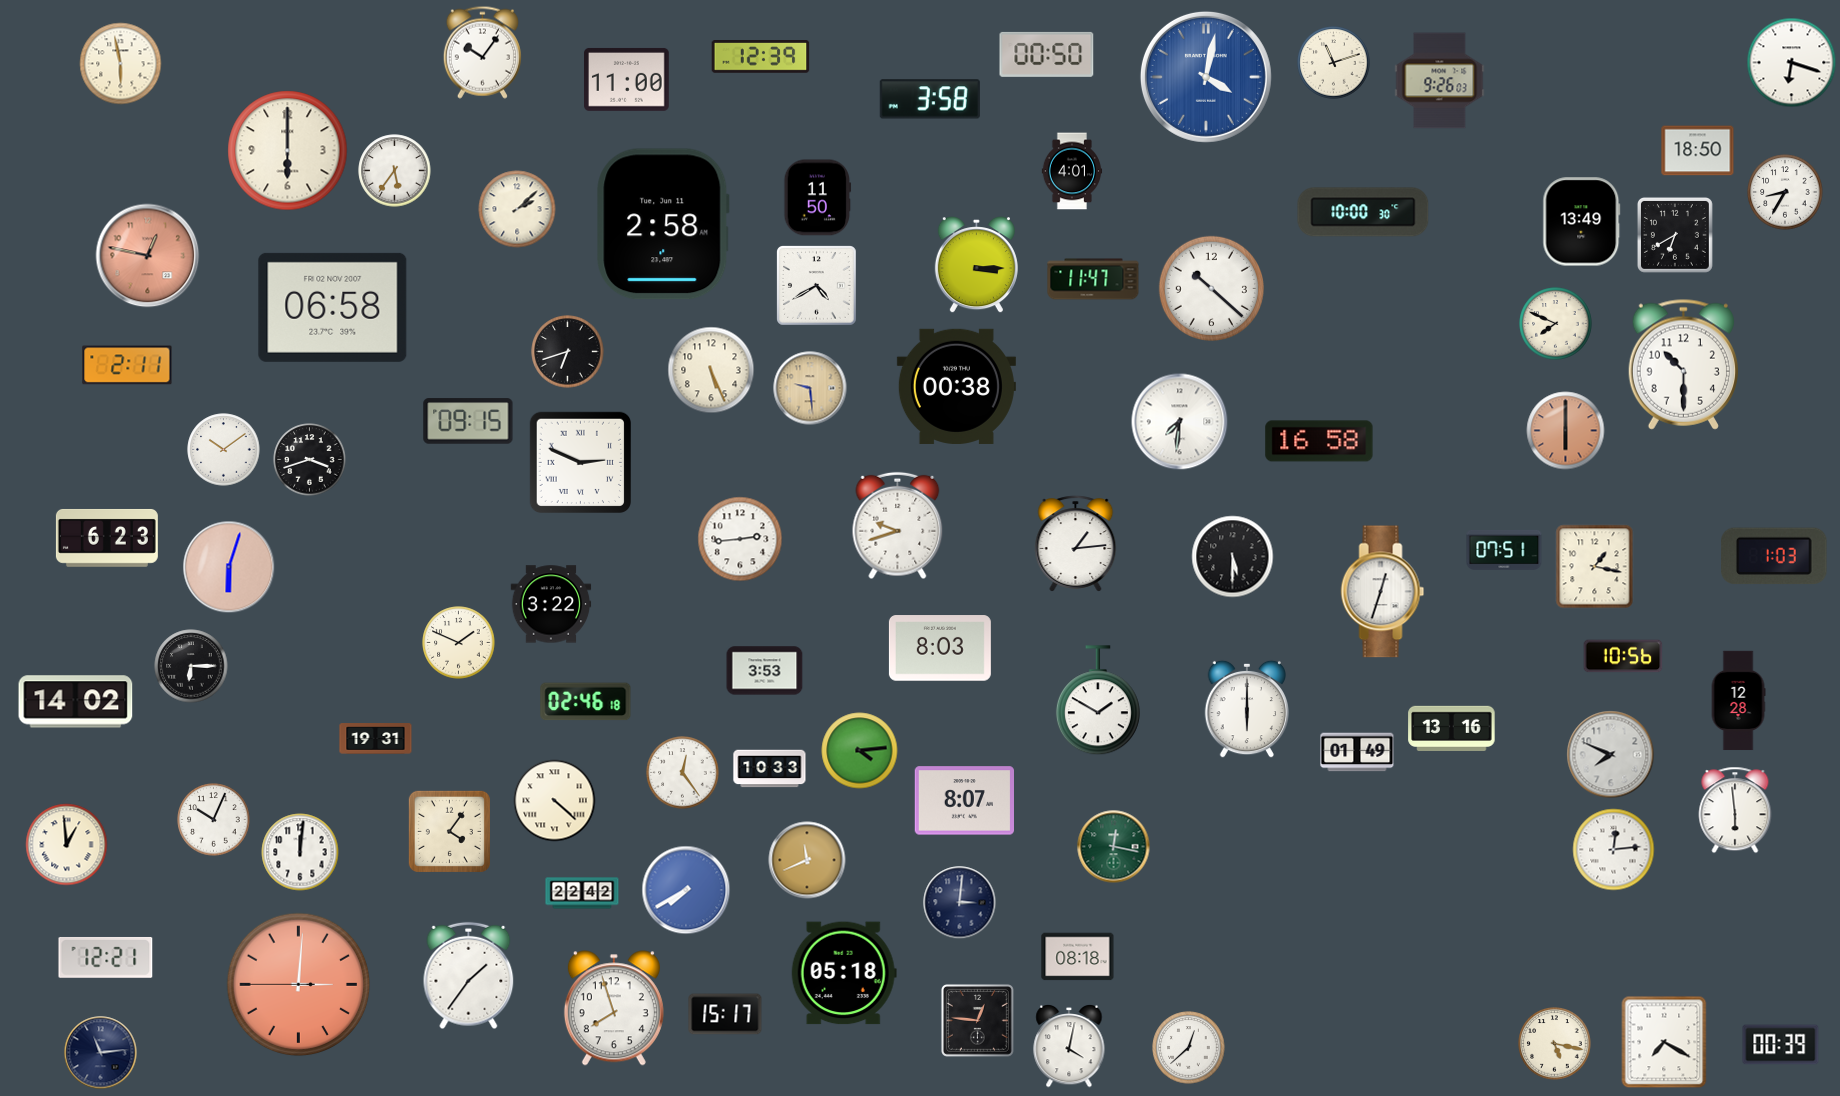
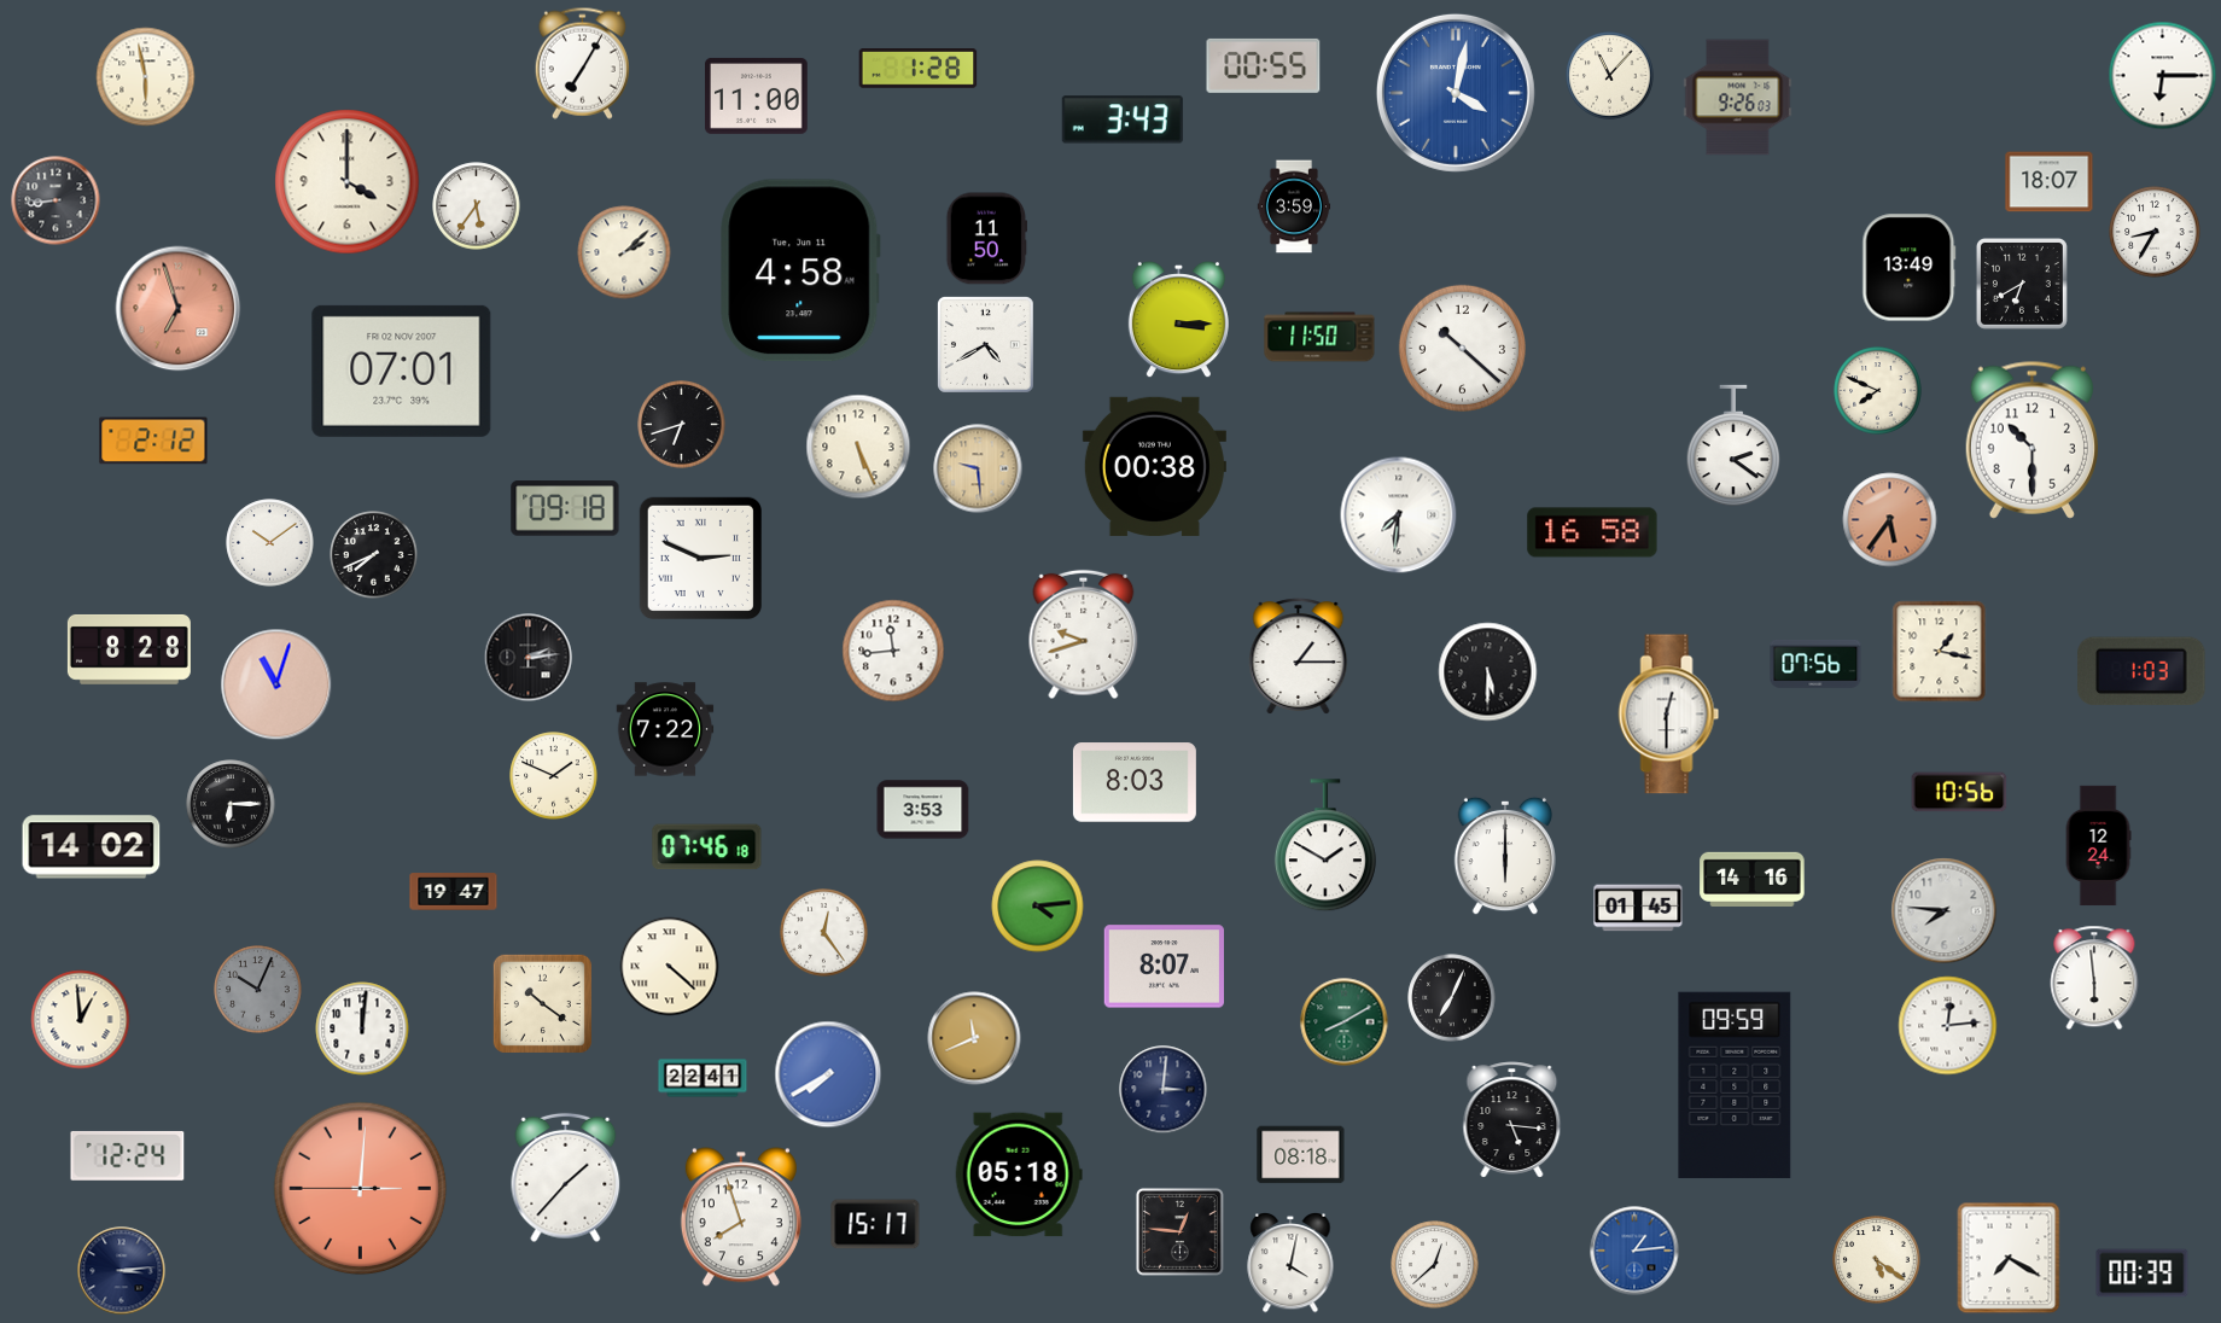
clock at (482, 52): 10:06 -> 7:05
clock at (1047, 54): 00:50 -> 00:55
clock at (761, 57): 12:39 -> 1:28
clock at (1334, 63): 11:12 -> 11:07
clock at (1792, 63): 6:18 -> 6:15
clock at (930, 99): 3:58 -> 3:43
clock at (288, 151): 6:00 -> 4:00
clock at (1698, 151): 18:50 -> 18:07
clock at (56, 200): none -> 8:44
clock at (1072, 171): 4:01 -> 3:59
clock at (1363, 212): 10:00 -> none
clock at (663, 224): 2:58 -> 4:58
clock at (148, 256): 12:47 -> 6:57
clock at (1093, 279): 11:47 -> 11:50
clock at (333, 307): 06:58 -> 07:01
clock at (568, 352) position: (568, 352) -> (682, 425)
clock at (127, 365): 2:11 -> 2:12
clock at (1733, 445): none -> 2:21
clock at (468, 421): 09:15 -> 09:18
clock at (1180, 422) position: (1180, 422) -> (1399, 515)
clock at (1566, 431): 6:00 -> 5:36
clock at (310, 460): 3:42 -> 7:41
clock at (107, 538): 6:23 -> 8:28
clock at (740, 539): 2:44 -> 11:44
clock at (1076, 544): 1:14 -> 1:15
clock at (529, 658): none -> 2:14
clock at (1504, 550): 07:51 -> 07:56
clock at (229, 567): 6:03 -> 11:03
clock at (1595, 567) position: (1595, 567) -> (1940, 652)
clock at (1383, 592): 12:33 -> 12:30
clock at (551, 604): 3:22 -> 7:22
clock at (1738, 701): 12:28 -> 12:24
clock at (586, 702): 02:46 -> 07:46
clock at (1452, 728): 13:16 -> 14:16
clock at (376, 739): 19:31 -> 19:47
clock at (1357, 752): 01:49 -> 01:45
clock at (1611, 755): 7:49 -> 7:46
clock at (770, 769): 10:33 -> none
clock at (214, 820) dial: white -> grey
clock at (1452, 998): none -> 7:04
clock at (449, 831): 4:06 -> 10:21
clock at (1114, 847): 12:17 -> 8:10
clock at (582, 893): 22:42 -> 22:41
clock at (1735, 1085): none -> 09:59
clock at (960, 903) position: (960, 903) -> (1164, 1090)
clock at (1512, 1120): none -> 5:16
clock at (106, 957): 12:21 -> 12:24
clock at (469, 976): 1:36 -> 1:37
clock at (1634, 1251): none -> 1:14
clock at (1555, 1044): 5:17 -> 5:21
clock at (1781, 1045) position: (1781, 1045) -> (2143, 1274)
clock at (101, 1053): 11:14 -> 3:14
